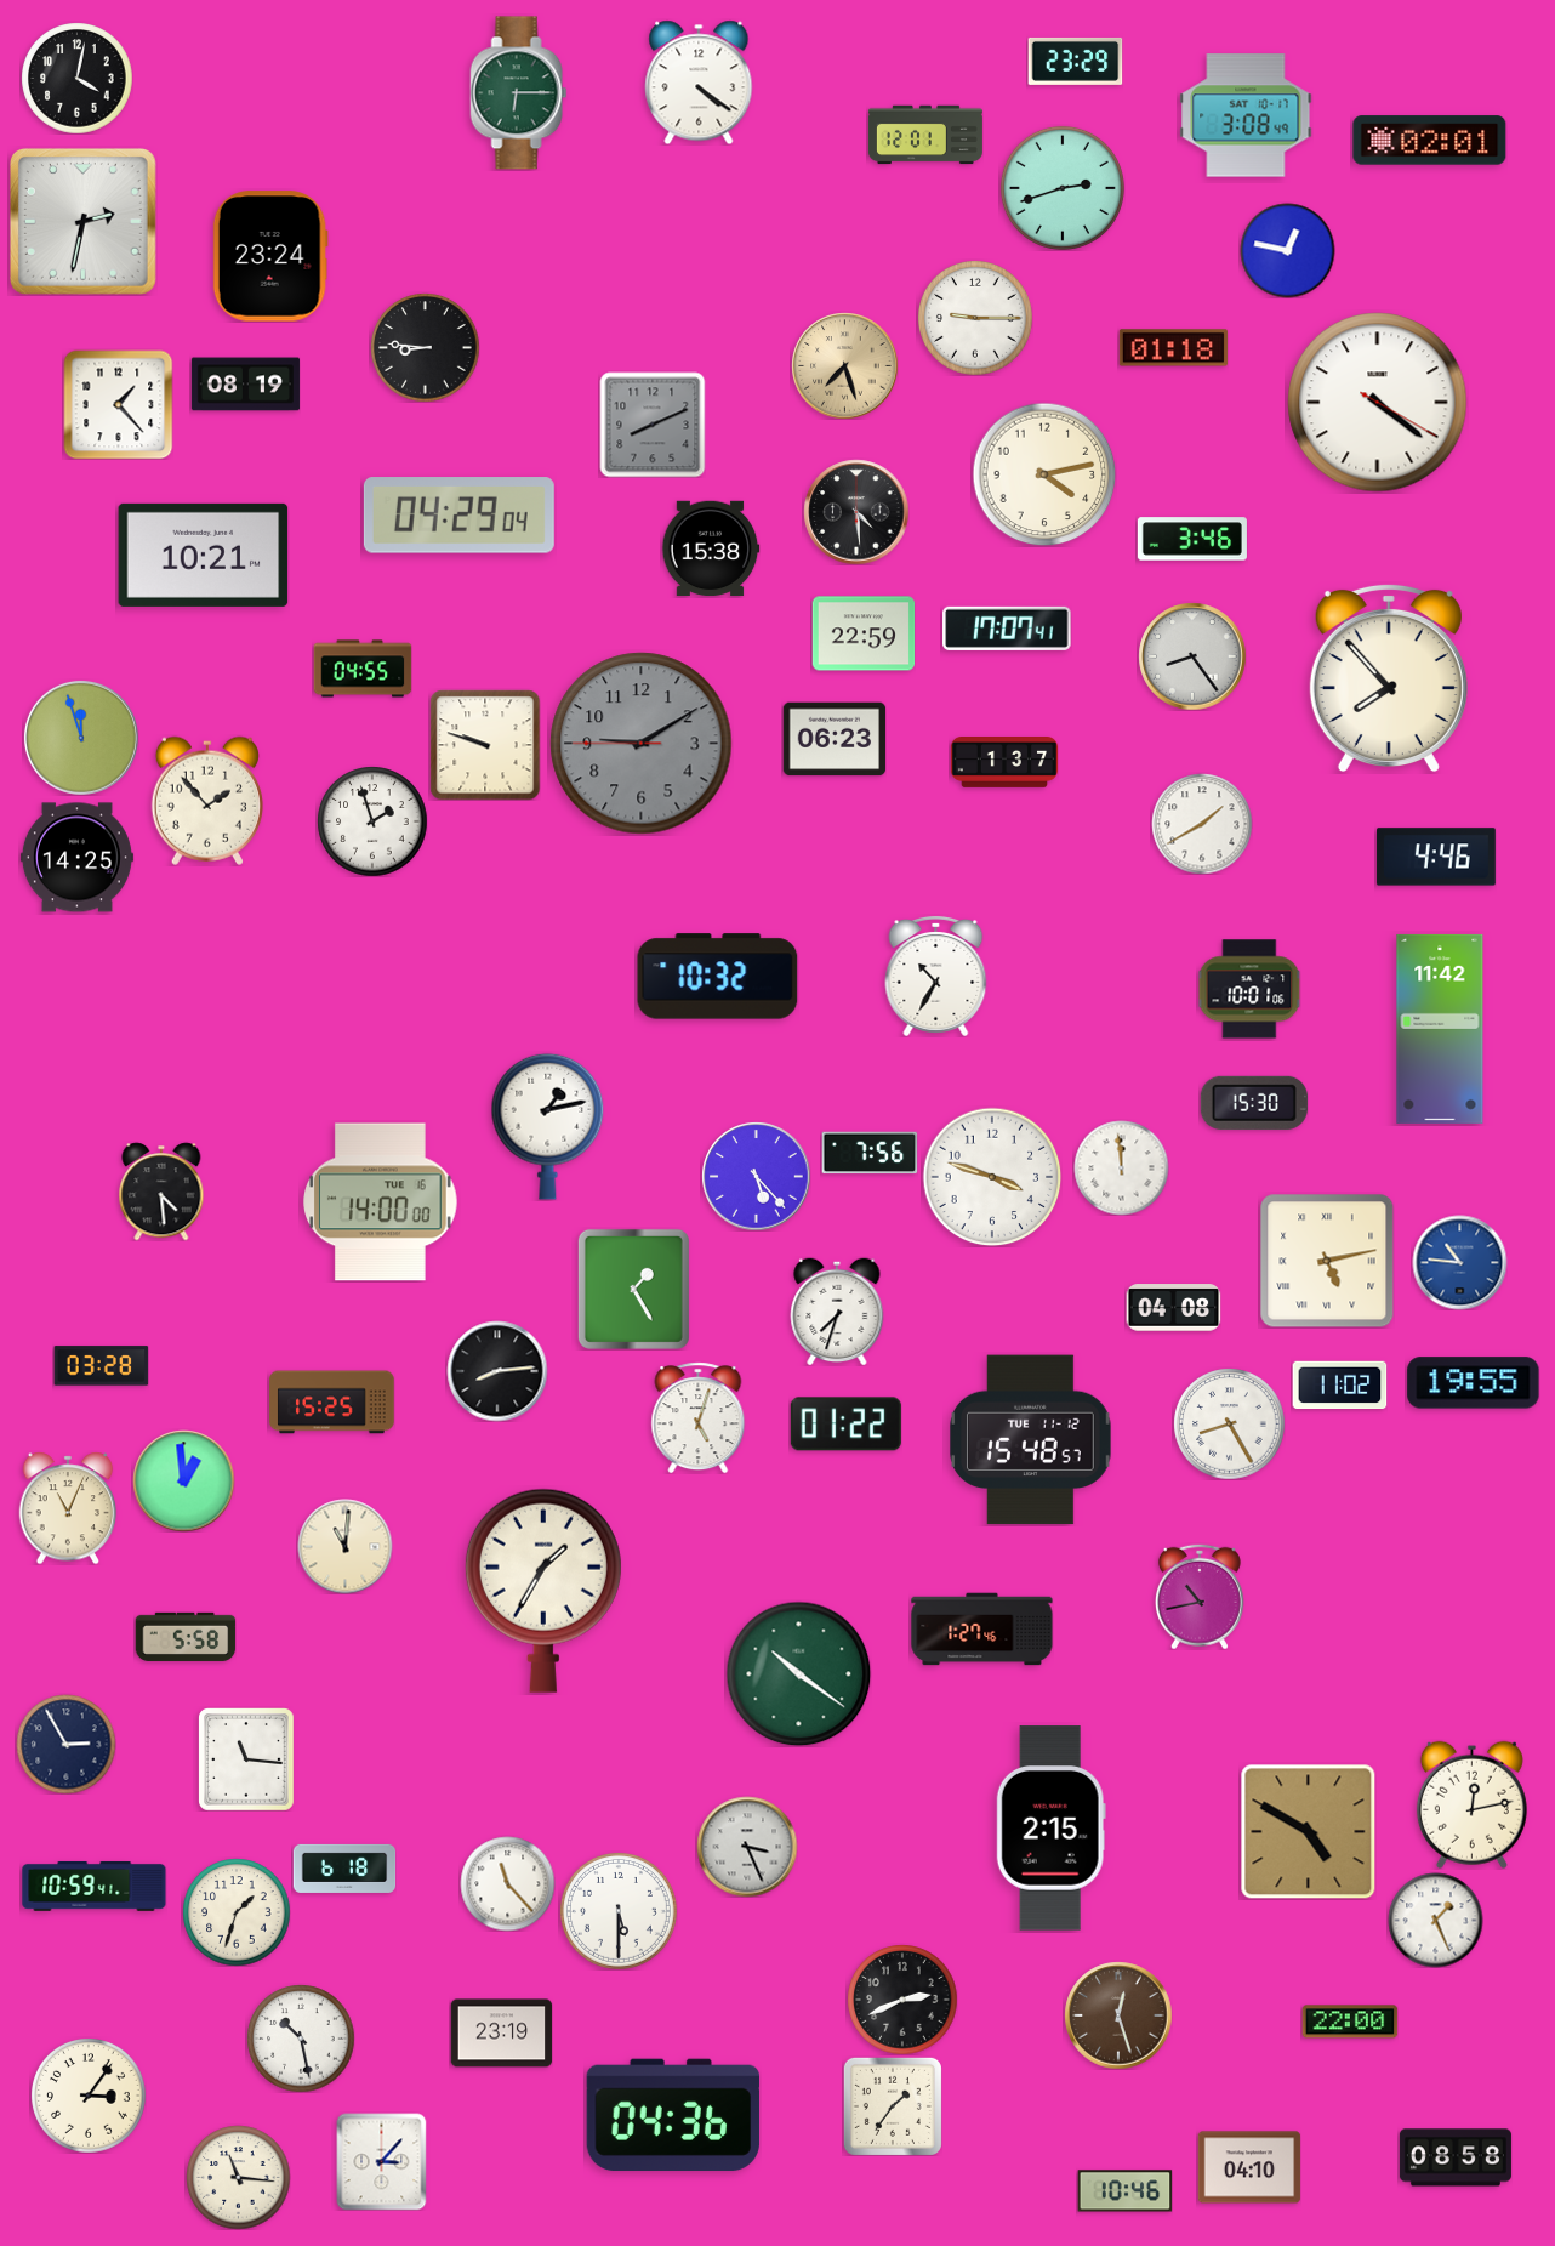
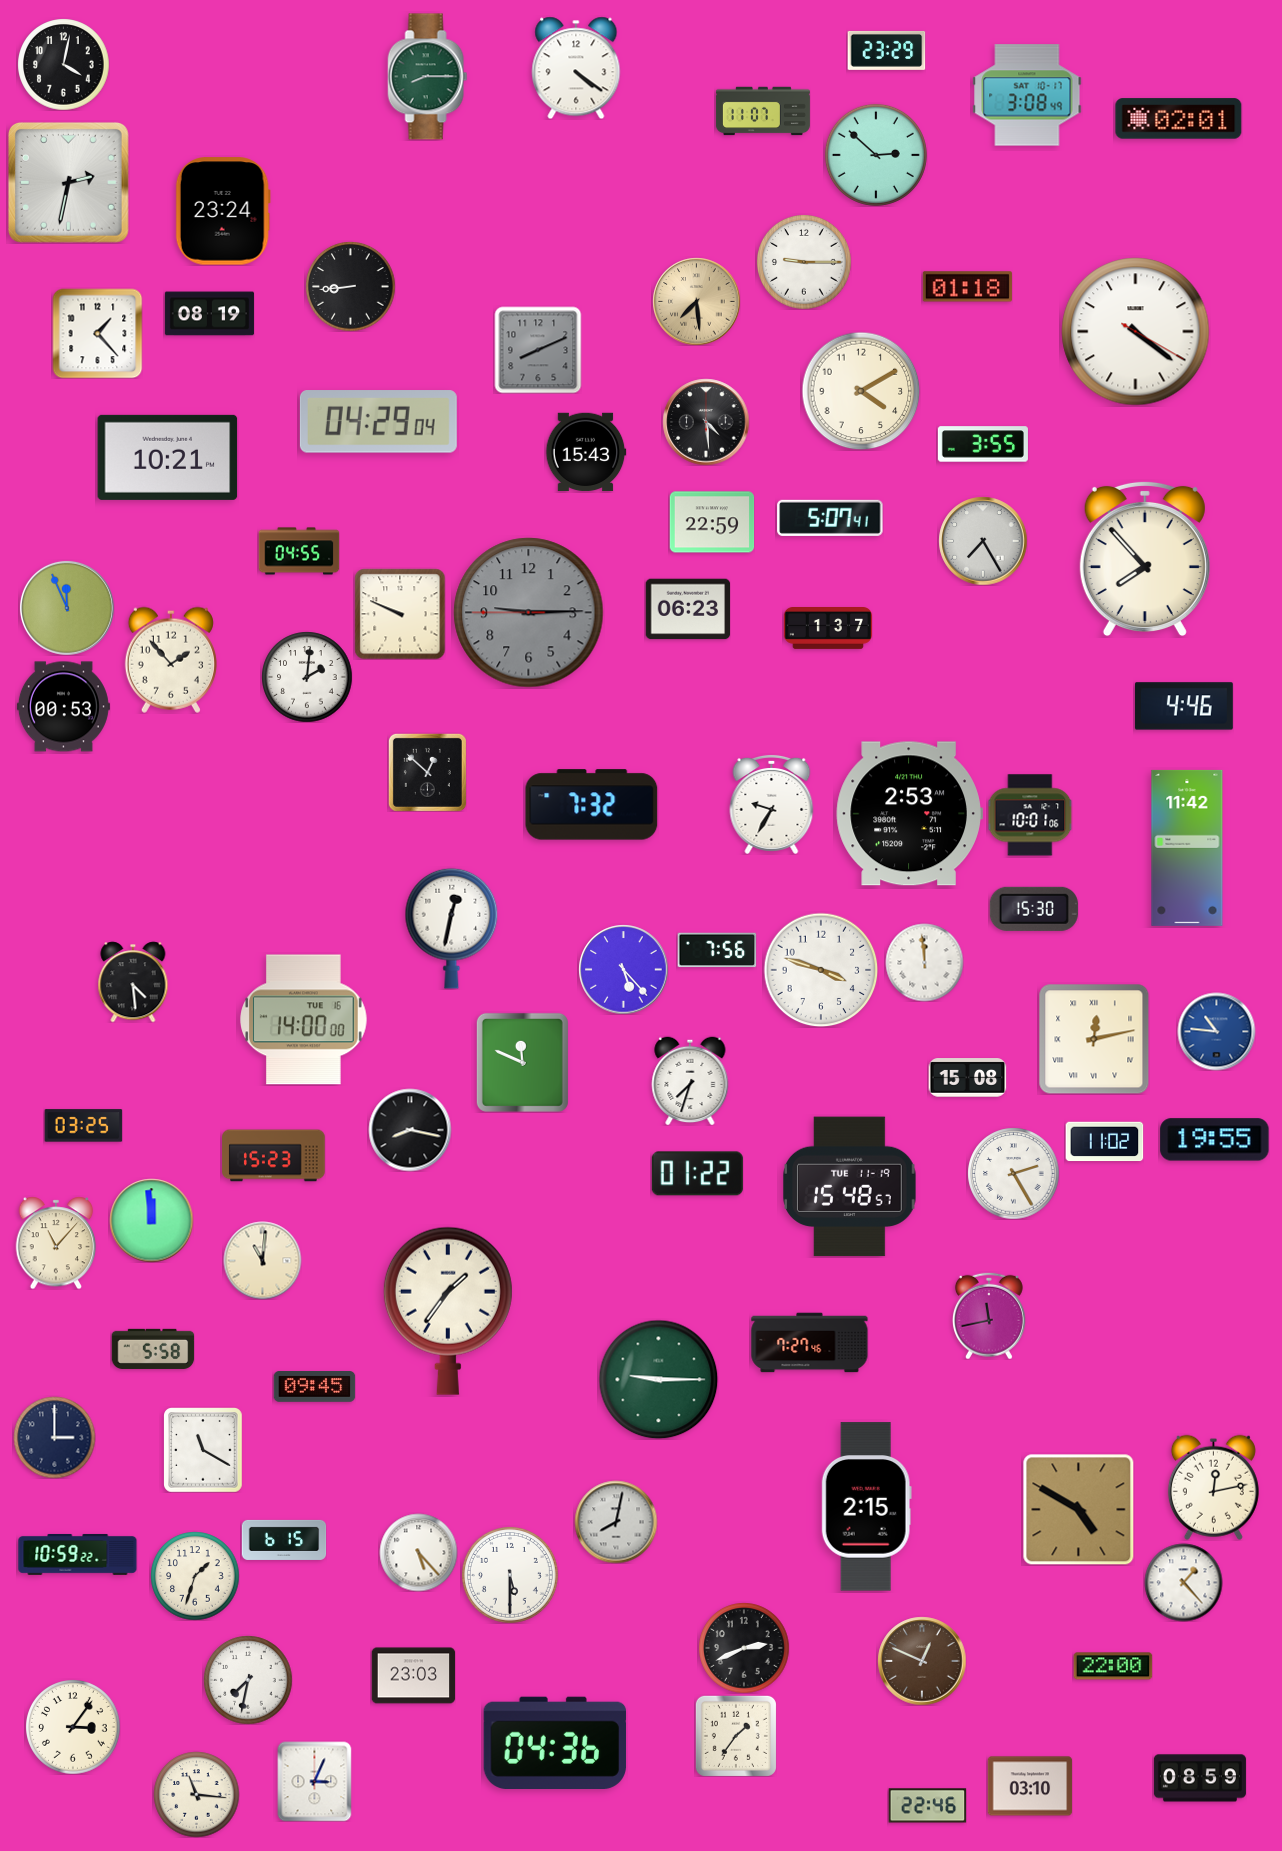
clock at (519, 93): 6:15 -> 8:15
clock at (925, 135): 12:01 -> 11:07
clock at (1430, 141) position: (1430, 141) -> (1179, 119)
clock at (1063, 188): 2:42 -> 2:52
clock at (1287, 250): 12:47 -> none
clock at (425, 347): 8:46 -> 8:44
clock at (844, 365): 7:27 -> 7:29
clock at (245, 385) position: (245, 385) -> (209, 314)
clock at (1044, 474): 4:13 -> 4:10
clock at (458, 516) position: (458, 516) -> (378, 422)
clock at (1192, 539): 3:46 -> 3:55
clock at (711, 548): 15:38 -> 15:43
clock at (1007, 629): 17:07 -> 5:07
clock at (1192, 656): 8:24 -> 7:25
clock at (81, 738): 11:57 -> 11:56
clock at (642, 744): 9:09 -> 9:14
clock at (485, 745): 9:48 -> 9:49
clock at (372, 821): 1:57 -> 2:01
clock at (1202, 824): 1:40 -> none
clock at (76, 858): 14:25 -> 00:53
clock at (427, 772): none -> 12:52
clock at (936, 976): 10:35 -> 9:35
clock at (718, 977): 10:32 -> 7:32
clock at (909, 814): none -> 2:53
clock at (548, 1126): 1:13 -> 12:32
clock at (992, 1177) position: (992, 1177) -> (821, 970)
clock at (381, 1202) position: (381, 1202) -> (304, 1020)
clock at (1327, 1261): 5:13 -> 12:13
clock at (1459, 1262) position: (1459, 1262) -> (1216, 1031)
clock at (633, 1289): 1:25 -> 11:49
clock at (1173, 1308): 04:08 -> 15:08
clock at (101, 1366): 03:28 -> 03:25
clock at (497, 1371): 8:14 -> 8:17
clock at (332, 1403): 15:25 -> 15:23
clock at (699, 1417): 5:03 -> none
clock at (1229, 1423): 8:25 -> 2:25
clock at (1031, 1440) date: TUE 11-12 -> TUE 11-19
clock at (183, 1480): 12:59 -> 11:59
clock at (68, 1508): 11:04 -> 11:07
clock at (344, 1546) position: (344, 1546) -> (262, 1260)
clock at (543, 1591): 1:35 -> 1:36
clock at (1200, 1597): 10:43 -> 11:43
clock at (982, 1630): 1:27 -> 7:27
clock at (798, 1673): 10:21 -> 9:15
clock at (314, 1387): none -> 09:45
clock at (65, 1744): 2:55 -> 3:00
clock at (247, 1759): 11:16 -> 11:20
clock at (747, 1847): 3:26 -> 8:02
clock at (344, 1869): 6:18 -> 6:15
clock at (507, 1883): 11:23 -> 5:23
clock at (95, 1887): 10:59:41 -> 10:59:22
clock at (1435, 1920): 1:26 -> 1:23
clock at (1118, 2015): 12:27 -> 12:49
clock at (501, 2034): 23:19 -> 23:03
clock at (301, 2039): 10:28 -> 7:32
clock at (1456, 2157): 08:58 -> 08:59
clock at (382, 2161): 3:07 -> 3:04
clock at (1249, 2167): 04:10 -> 03:10
clock at (1124, 2191): 10:46 -> 22:46
